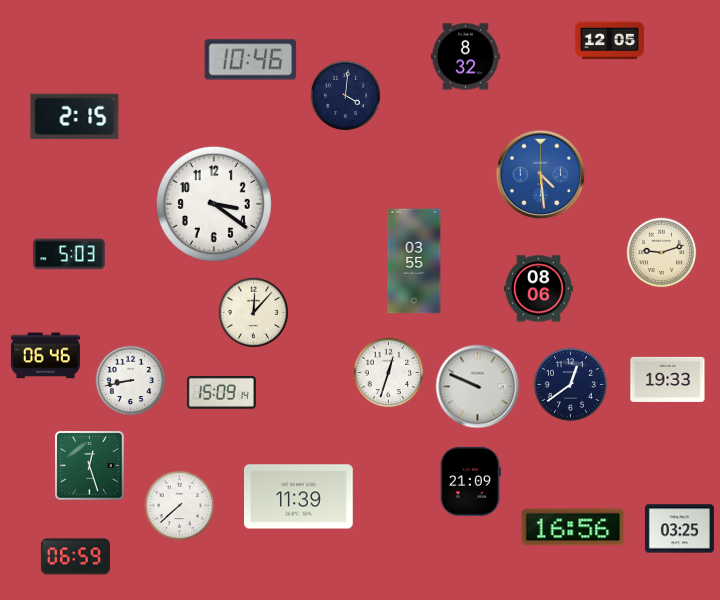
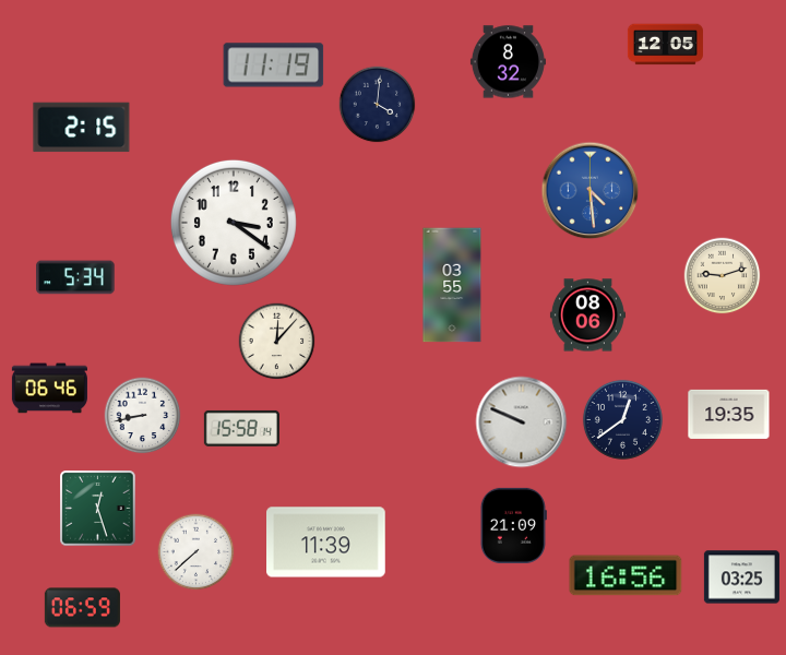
clock at (251, 60): 10:46 -> 11:19
clock at (69, 254): 5:03 -> 5:34
clock at (389, 373): 12:33 -> none
clock at (668, 379): 19:33 -> 19:35
clock at (221, 392): 15:09 -> 15:58
